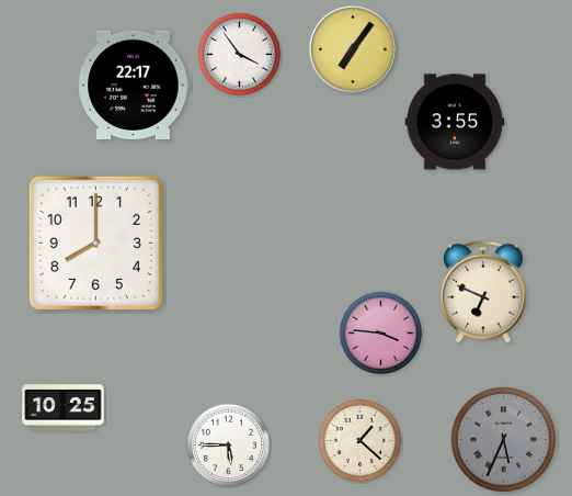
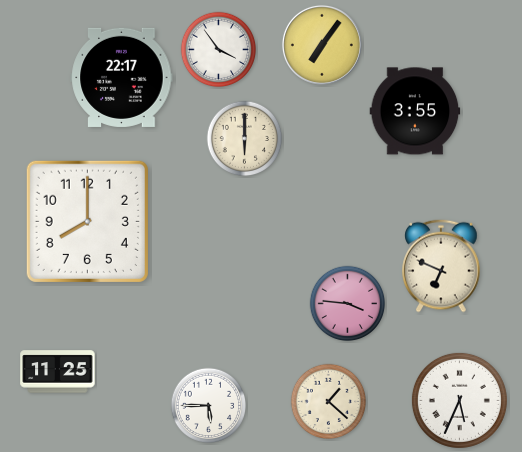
clock at (245, 139): none -> 6:00
clock at (64, 408): 10:25 -> 11:25
clock at (503, 439) dial: grey -> white
